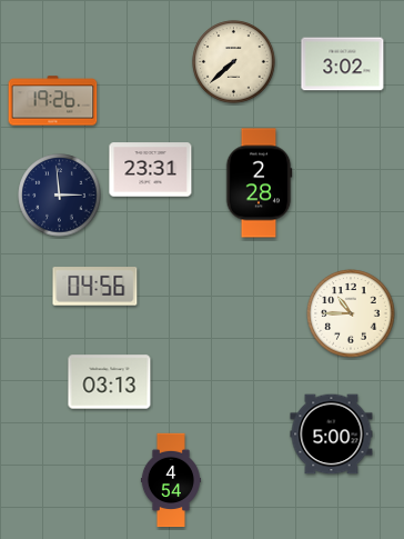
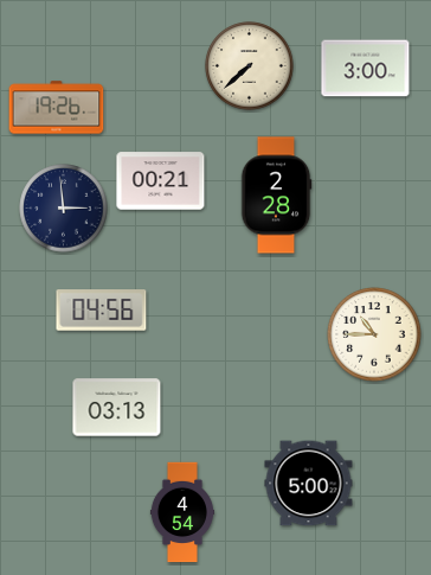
clock at (343, 64): 3:02 -> 3:00
clock at (151, 170): 23:31 -> 00:21
clock at (95, 287) position: (95, 287) -> (102, 311)
clock at (332, 435) position: (332, 435) -> (309, 484)
